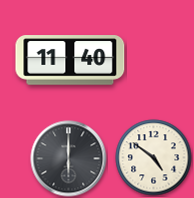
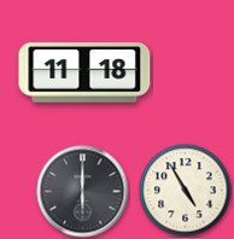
clock at (70, 60): 11:40 -> 11:18
clock at (154, 158): 4:51 -> 4:55
